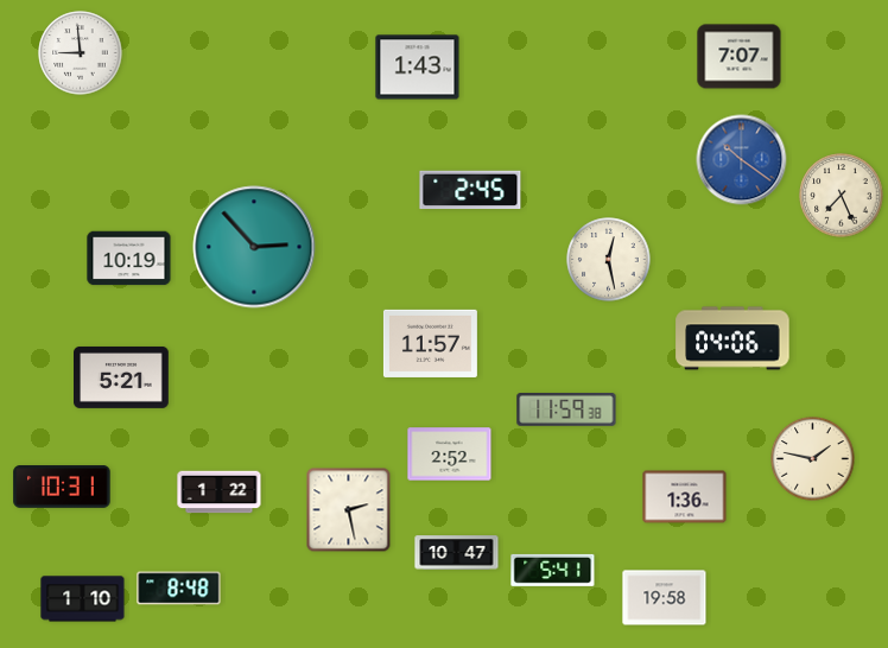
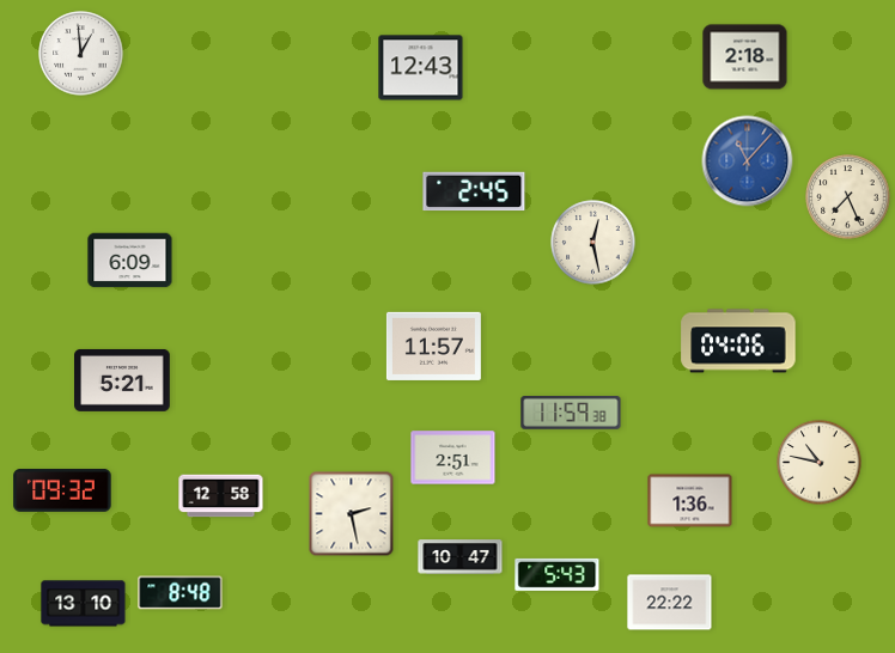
clock at (81, 53): 8:59 -> 12:59
clock at (740, 57): 7:07 -> 2:18
clock at (418, 68): 1:43 -> 12:43
clock at (742, 160): 10:21 -> 11:07
clock at (254, 247): 2:53 -> none
clock at (129, 259): 10:19 -> 6:09
clock at (609, 260) position: (609, 260) -> (593, 243)
clock at (450, 455): 2:52 -> 2:51
clock at (813, 459): 1:47 -> 10:47
clock at (62, 488): 10:31 -> 09:32
clock at (220, 493): 1:22 -> 12:58
clock at (553, 570): 5:41 -> 5:43
clock at (665, 598): 19:58 -> 22:22
clock at (83, 599): 1:10 -> 13:10
